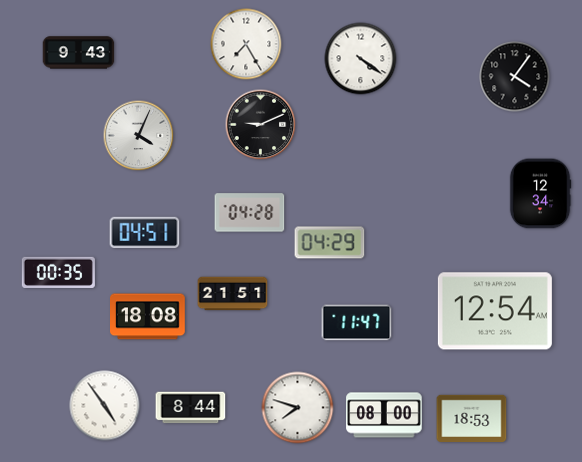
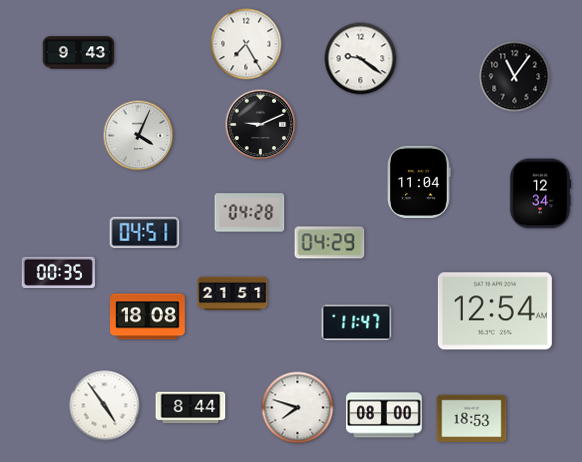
clock at (361, 59): 4:21 -> 9:21
clock at (515, 77): 4:06 -> 11:06
clock at (419, 181): none -> 11:04
